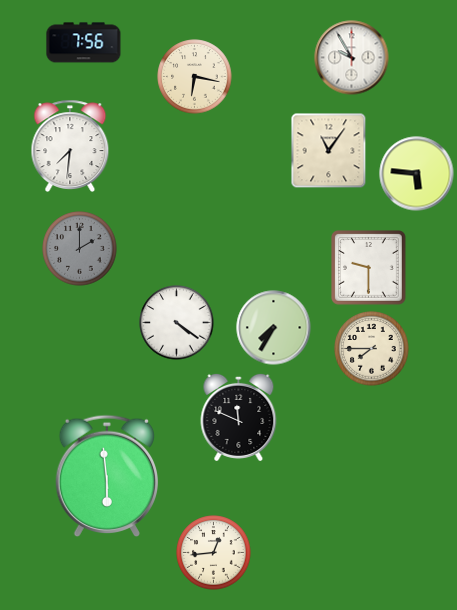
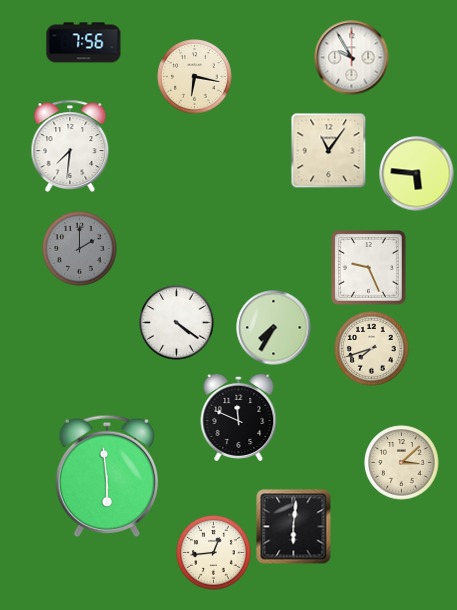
clock at (369, 268): 9:30 -> 9:26
clock at (372, 349): 7:45 -> 7:42
clock at (402, 463): none -> 3:08
clock at (294, 527): none -> 6:01
